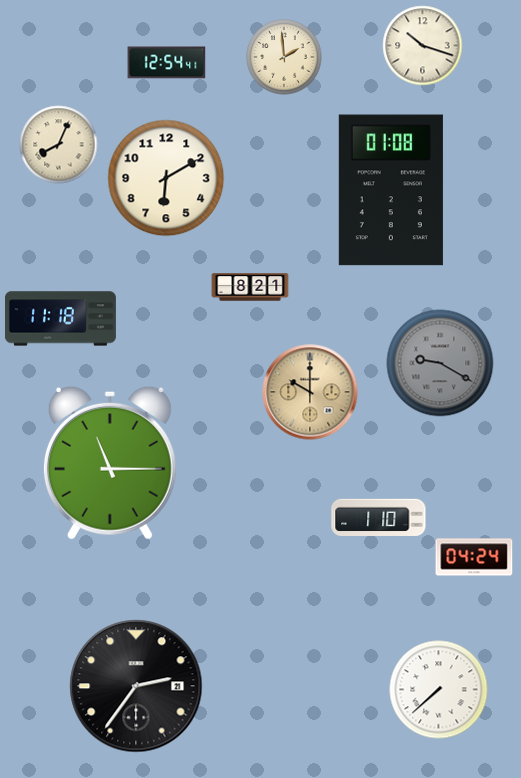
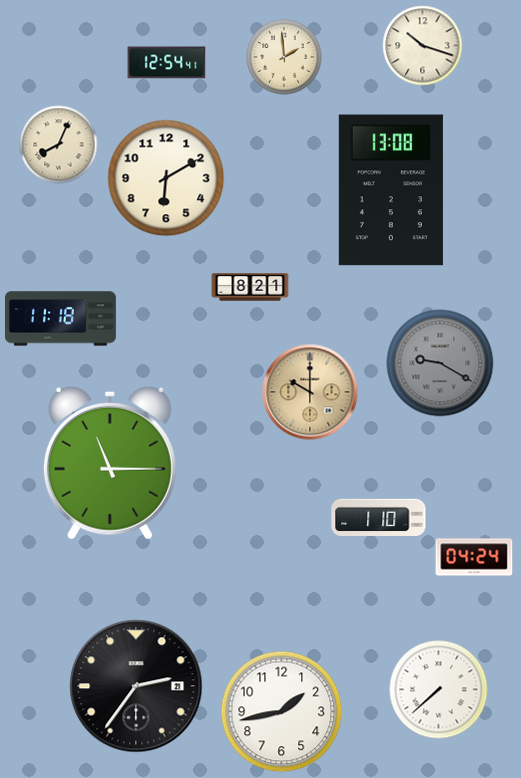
clock at (391, 190): 01:08 -> 13:08
clock at (282, 712): none -> 1:43
